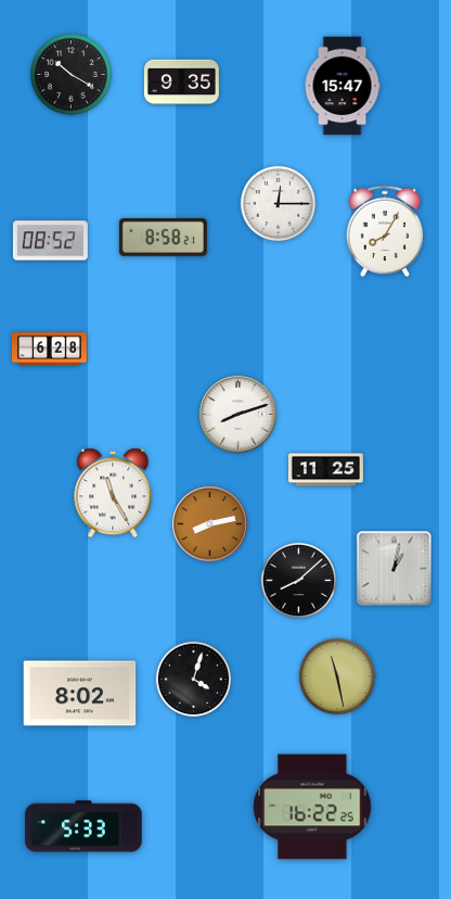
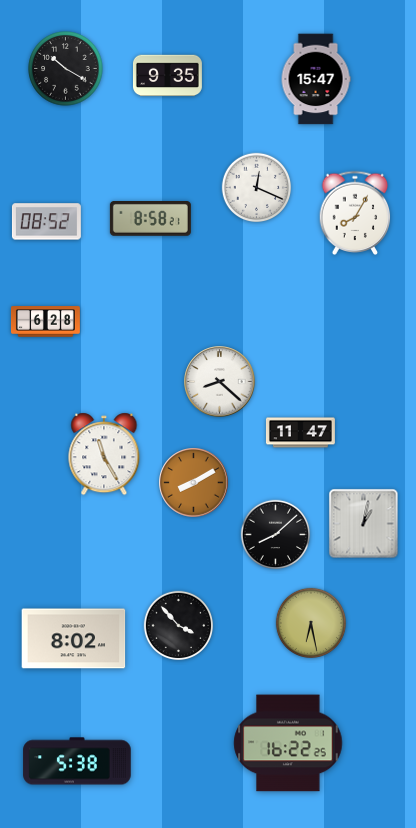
clock at (279, 204): 12:15 -> 12:19
clock at (239, 415): 8:12 -> 8:22
clock at (325, 470): 11:25 -> 11:47
clock at (210, 524): 8:13 -> 8:10
clock at (336, 675): 11:28 -> 6:28
clock at (194, 680): 4:03 -> 3:53
clock at (83, 826): 5:33 -> 5:38
